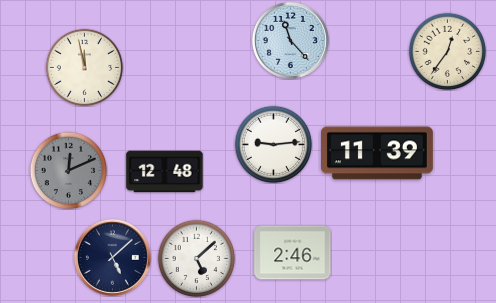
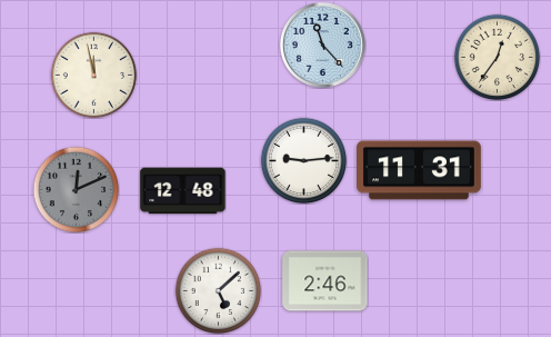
clock at (378, 153): 11:39 -> 11:31
clock at (112, 257): 5:08 -> none
clock at (196, 258) position: (196, 258) -> (218, 290)
